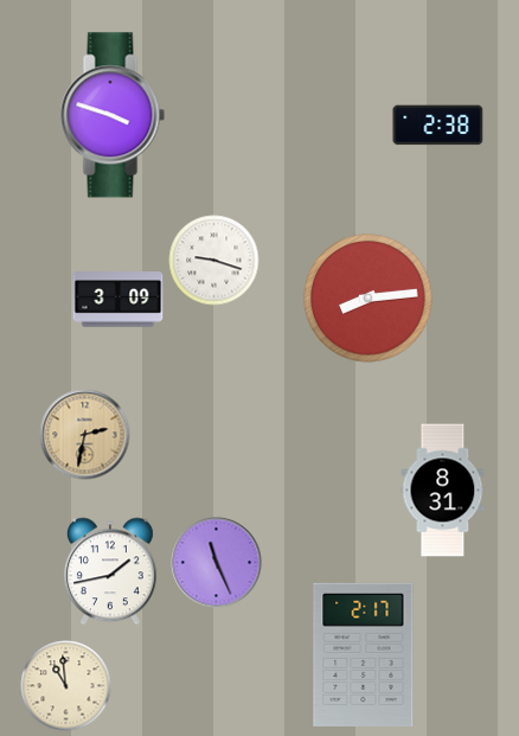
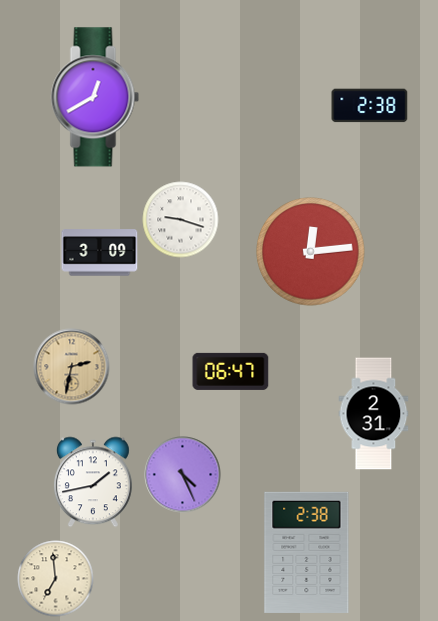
clock at (113, 115): 3:48 -> 12:40
clock at (369, 299): 8:14 -> 12:14
clock at (231, 371): none -> 06:47
clock at (443, 491): 8:31 -> 2:31
clock at (217, 563): 11:26 -> 4:26
clock at (364, 654): 2:17 -> 2:38
clock at (66, 686): 10:59 -> 6:59
